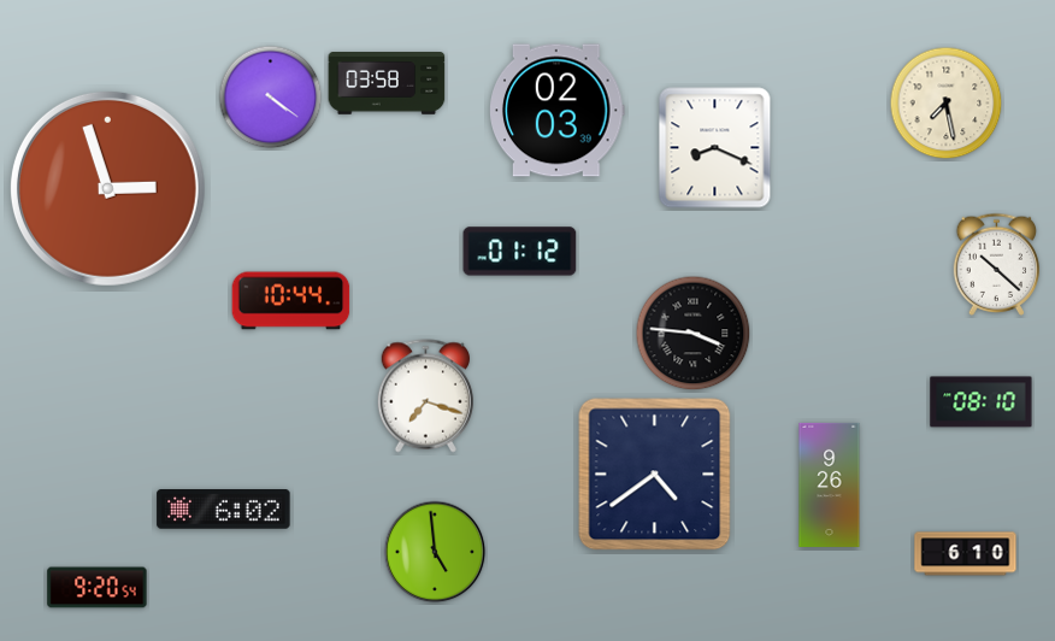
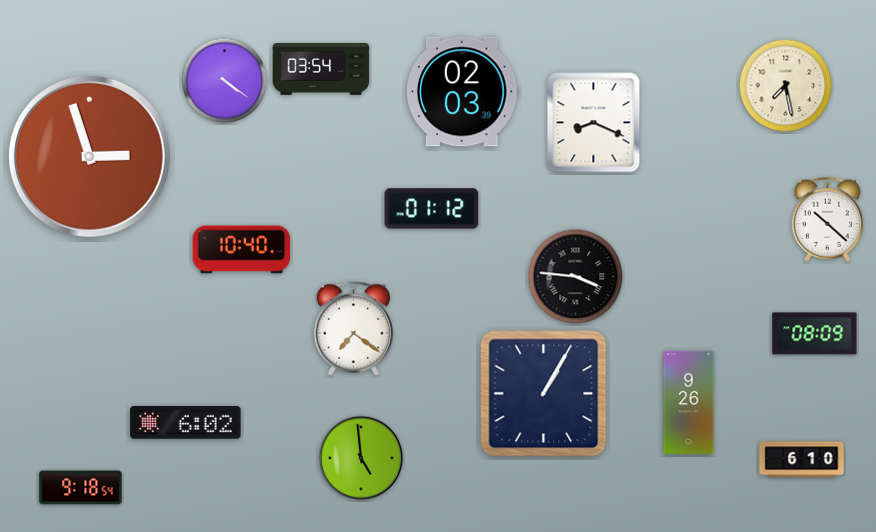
clock at (387, 84): 03:58 -> 03:54
clock at (291, 301): 10:44 -> 10:40
clock at (425, 396): 7:18 -> 7:21
clock at (982, 402): 08:10 -> 08:09
clock at (655, 475): 4:39 -> 1:05
clock at (98, 588): 9:20 -> 9:18
